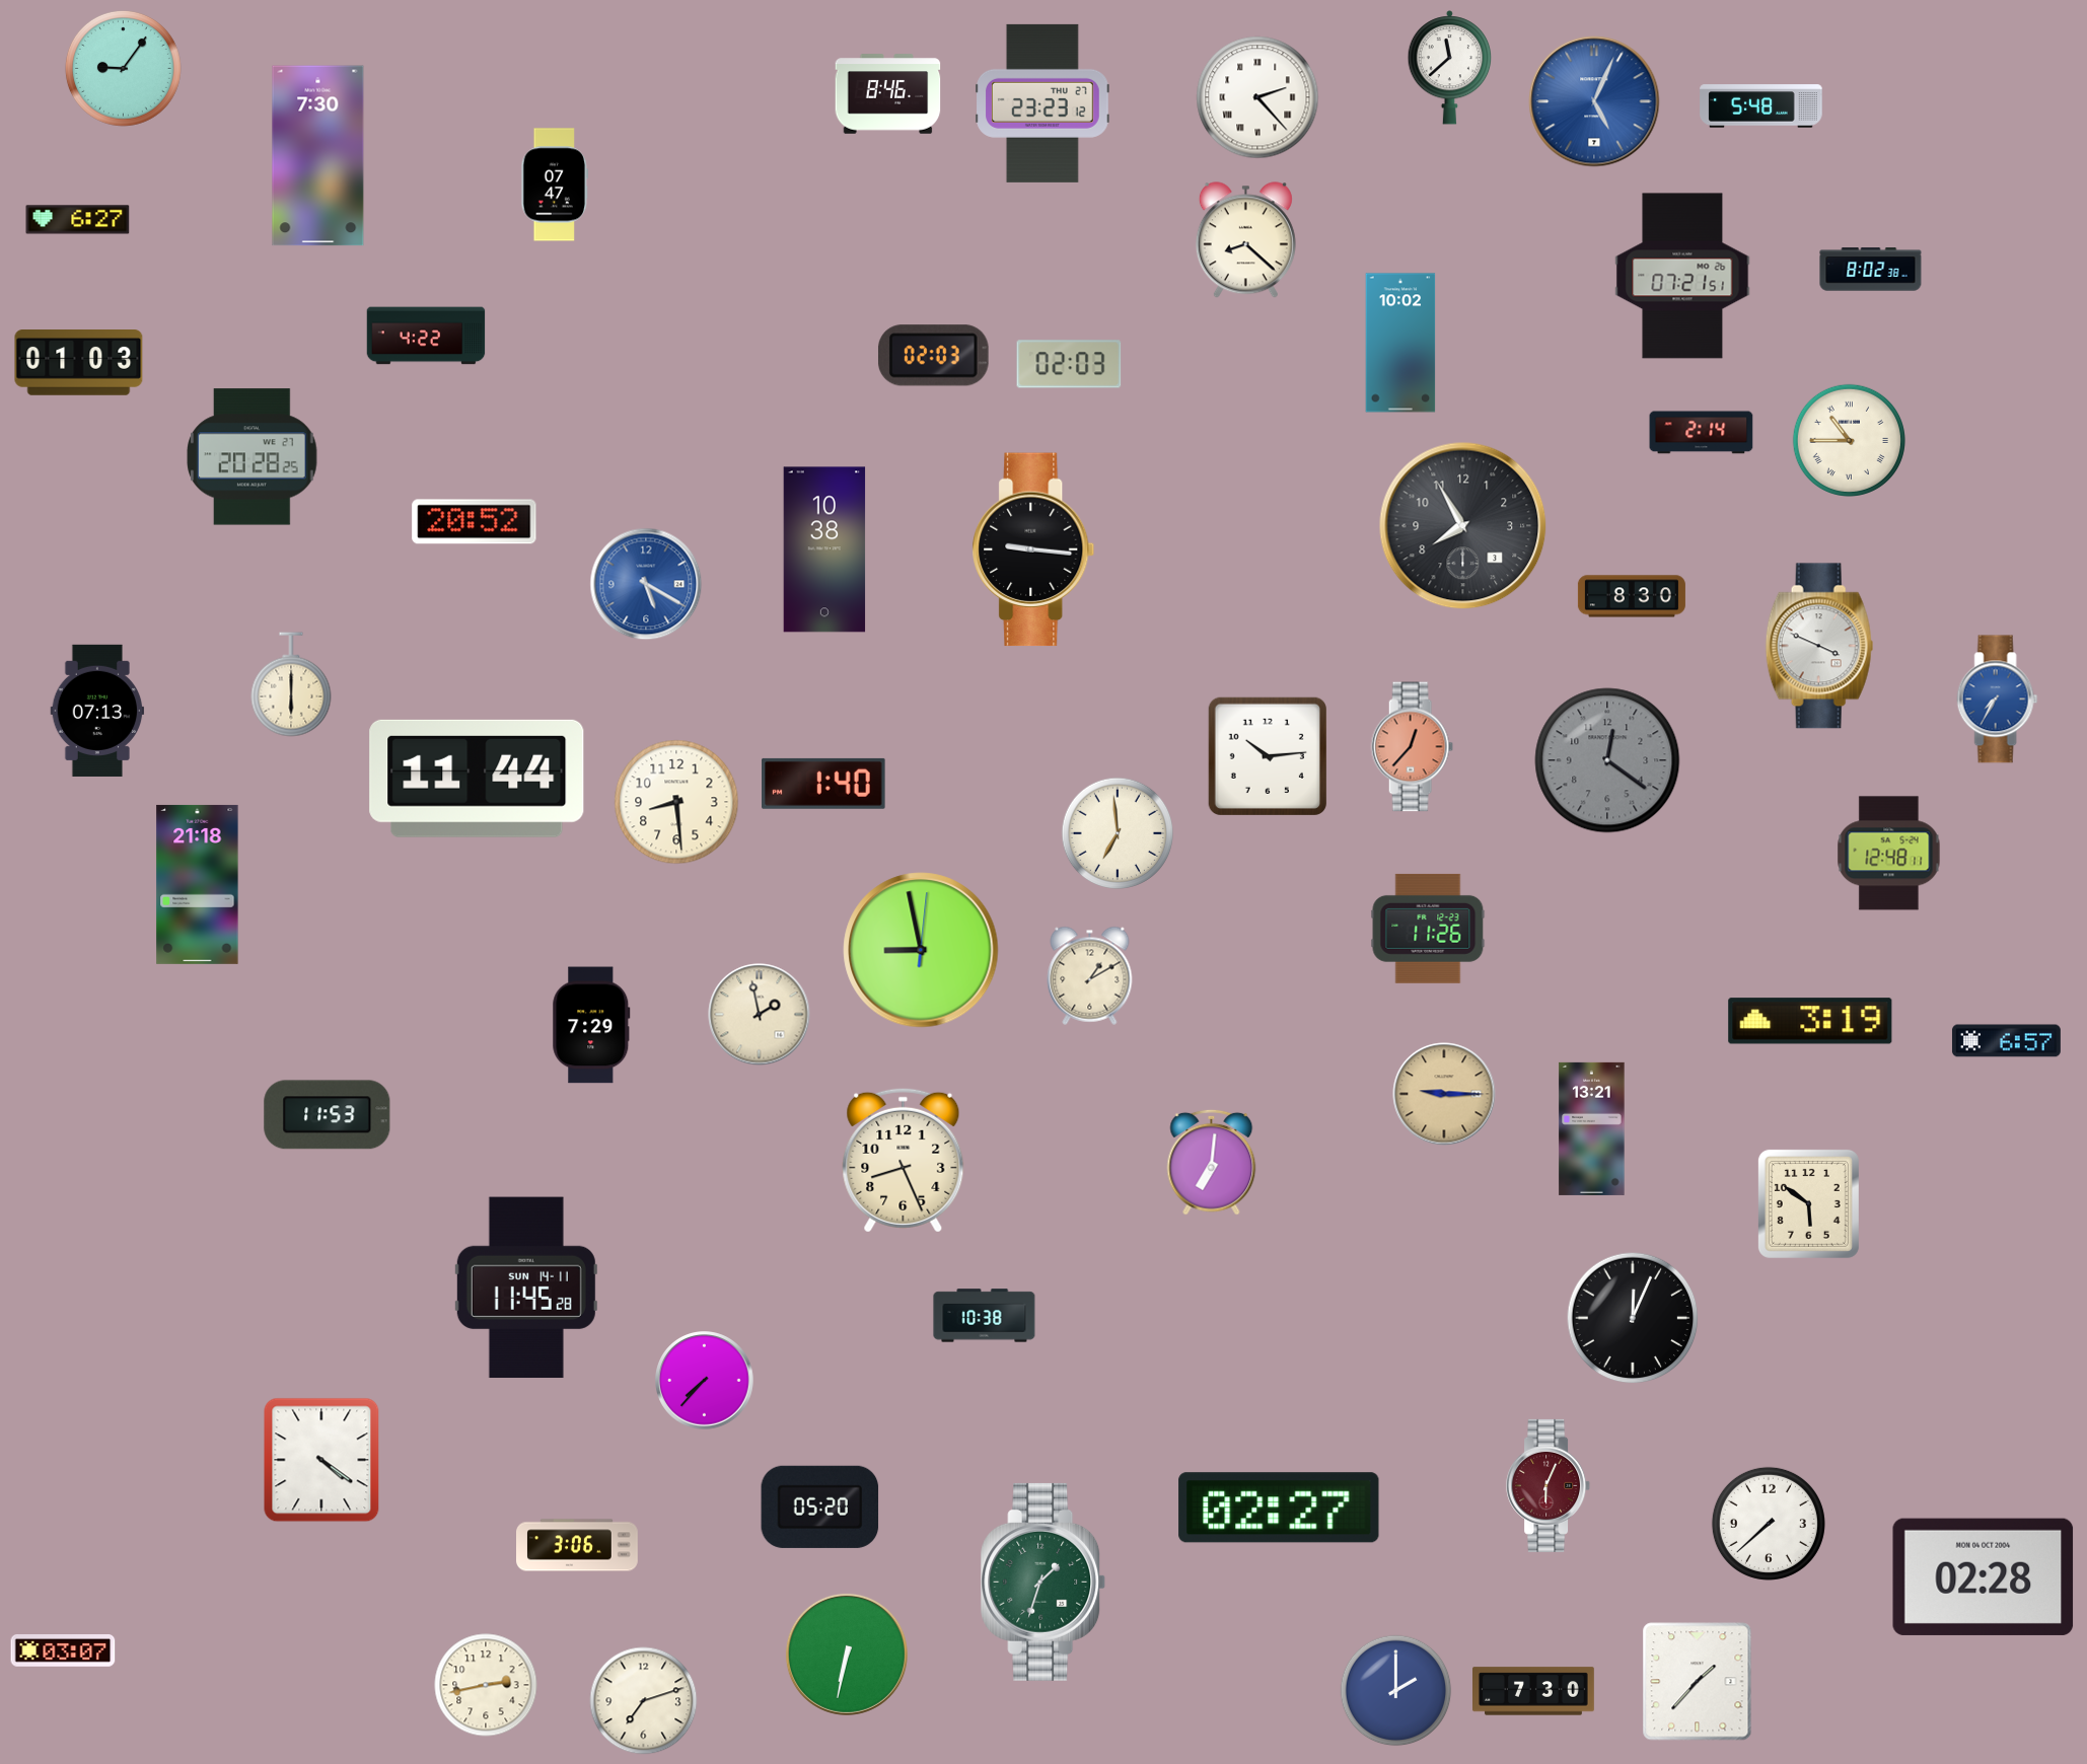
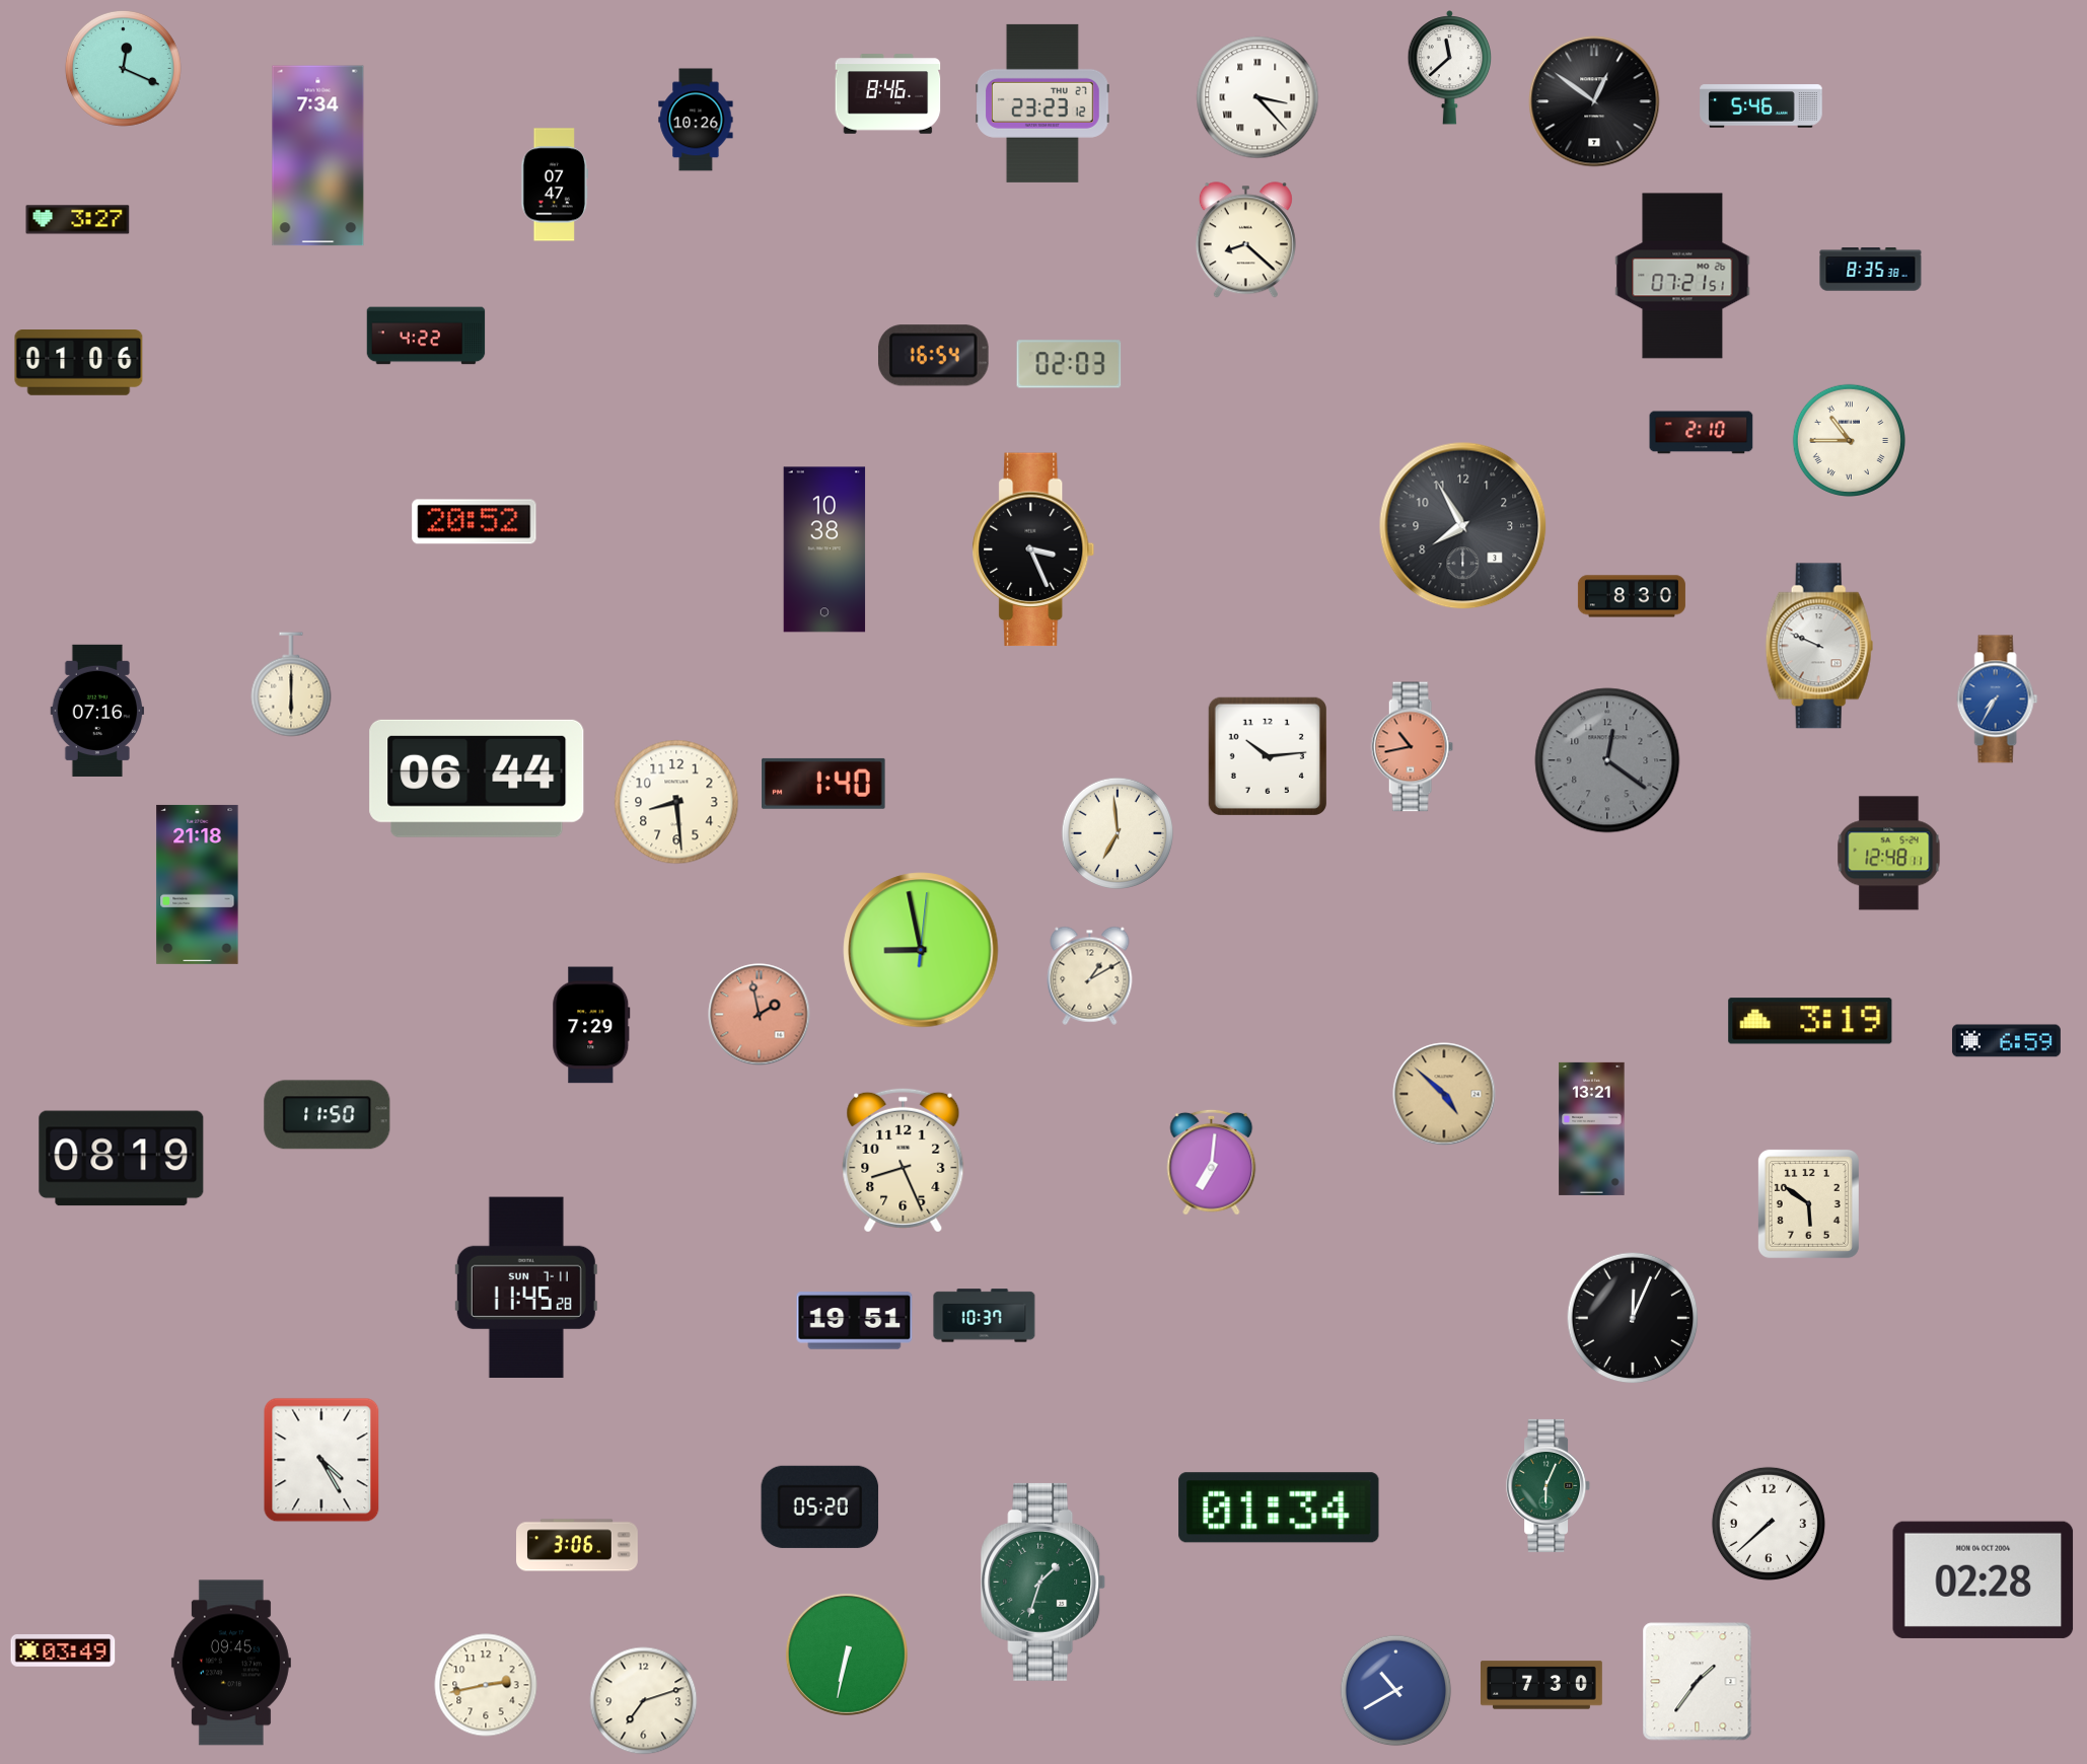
clock at (123, 68): 9:06 -> 12:19
clock at (1257, 97): 2:23 -> 3:23
clock at (1594, 101): 5:04 -> 12:51
clock at (1594, 101) dial: blue -> black
clock at (1761, 106): 5:48 -> 5:46
clock at (696, 120): none -> 10:26
clock at (318, 156): 7:30 -> 7:34
clock at (78, 220): 6:27 -> 3:27
clock at (1871, 270): 8:02 -> 8:35
clock at (1400, 343): 10:02 -> none
clock at (934, 356): 02:03 -> 16:54
clock at (79, 363): 01:03 -> 01:06
clock at (1702, 433): 2:14 -> 2:10
clock at (253, 457): 20:28 -> none
clock at (1033, 549): 9:16 -> 3:26
clock at (646, 584): 5:20 -> none
clock at (1819, 646): 3:49 -> 9:49
clock at (97, 711): 07:13 -> 07:16
clock at (1412, 747): 12:37 -> 10:43
clock at (477, 779): 11:44 -> 06:44
clock at (1428, 929): 11:26 -> none
clock at (760, 1015) dial: cream -> salmon
clock at (2006, 1041): 6:57 -> 6:59
clock at (1444, 1094): 9:15 -> 4:52
clock at (328, 1115): 11:53 -> 11:50
clock at (122, 1159): none -> 08:19
clock at (526, 1288) date: SUN 14-11 -> SUN 7-11
clock at (985, 1316): 10:38 -> 10:37
clock at (855, 1321): none -> 19:51
clock at (705, 1381): 7:37 -> none
clock at (321, 1460): 4:21 -> 4:25
clock at (1549, 1485) dial: burgundy -> green
clock at (1279, 1508): 02:27 -> 01:34
clock at (1984, 1576) position: (1984, 1576) -> (1984, 1579)
clock at (63, 1651): 03:07 -> 03:49
clock at (231, 1663): none -> 09:45
clock at (1698, 1682): 1:37 -> 1:36
clock at (1396, 1691): 2:00 -> 10:40
clock at (1534, 1691) position: (1534, 1691) -> (1542, 1685)
